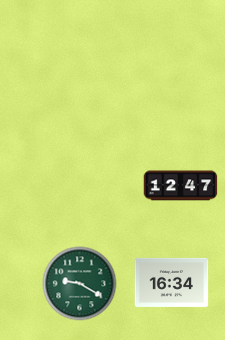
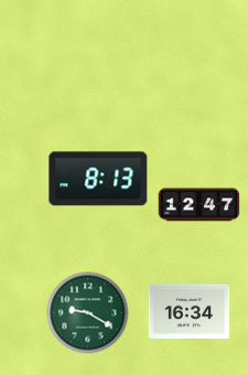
clock at (98, 179): none -> 8:13
